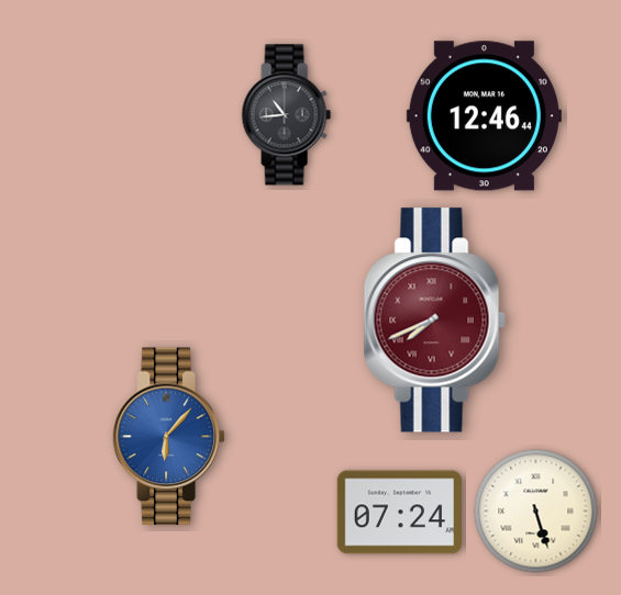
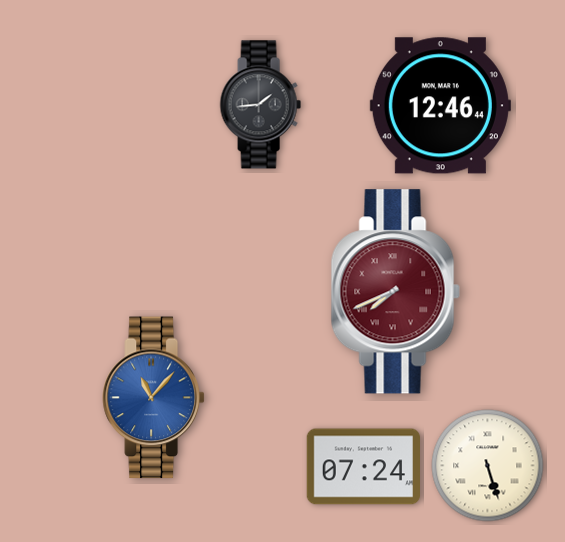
clock at (286, 115): 10:44 -> 1:44
clock at (169, 437): 6:07 -> 11:07
